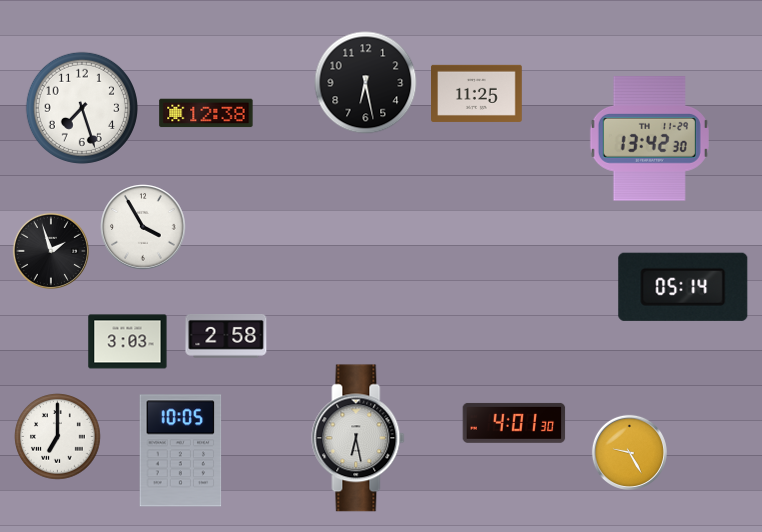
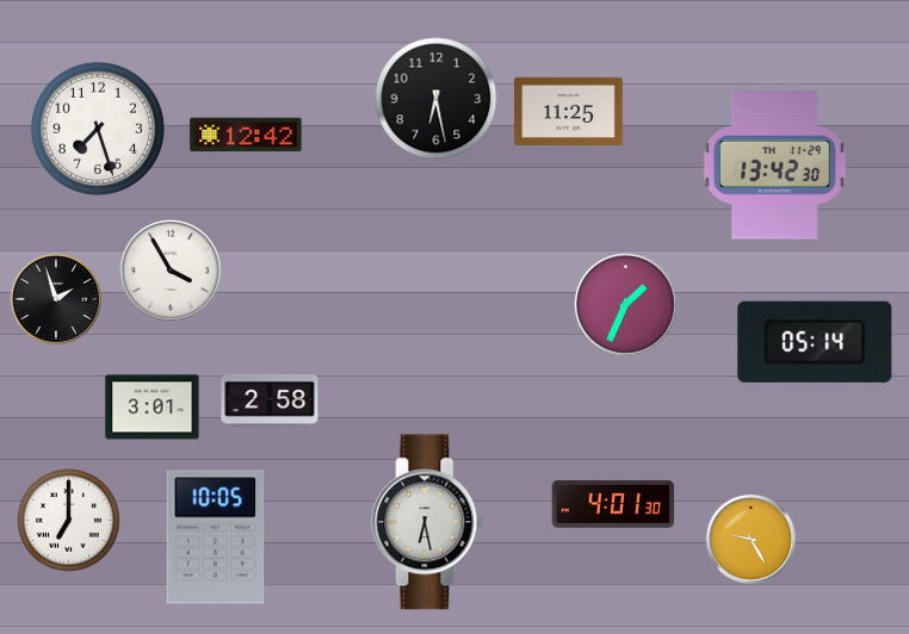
clock at (206, 113): 12:38 -> 12:42
clock at (51, 251) position: (51, 251) -> (56, 299)
clock at (626, 305): none -> 1:34
clock at (128, 342): 3:03 -> 3:01
